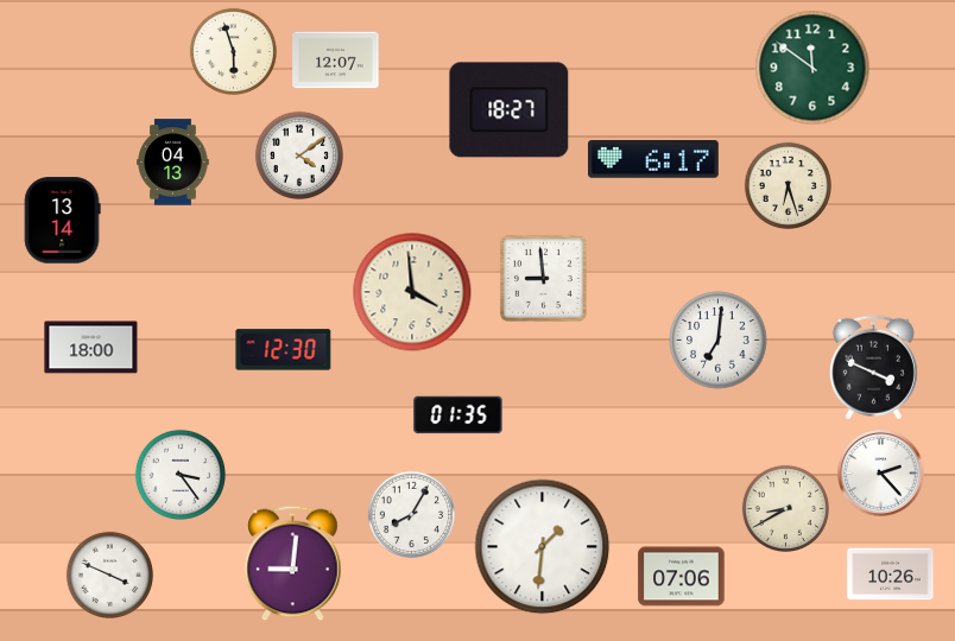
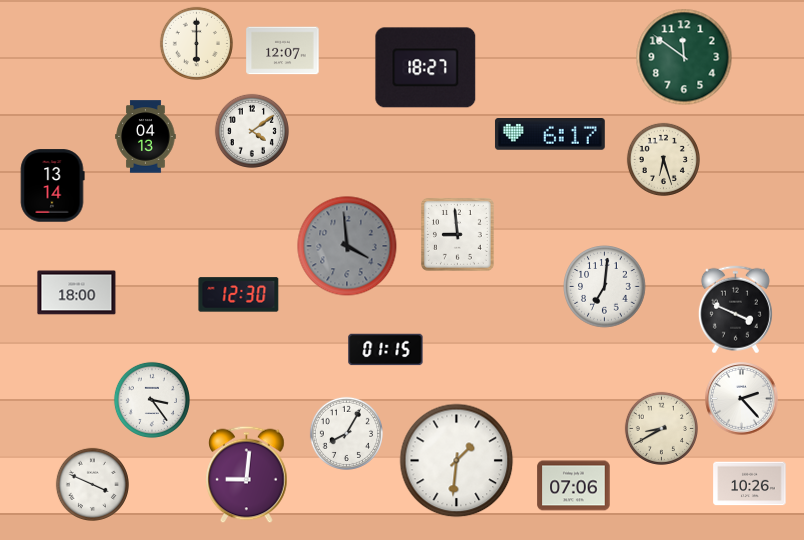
clock at (233, 51): 5:57 -> 6:00
clock at (510, 110) position: (510, 110) -> (426, 68)
clock at (788, 185) position: (788, 185) -> (663, 159)
clock at (412, 292) dial: cream -> grey
clock at (458, 415): 01:35 -> 01:15
